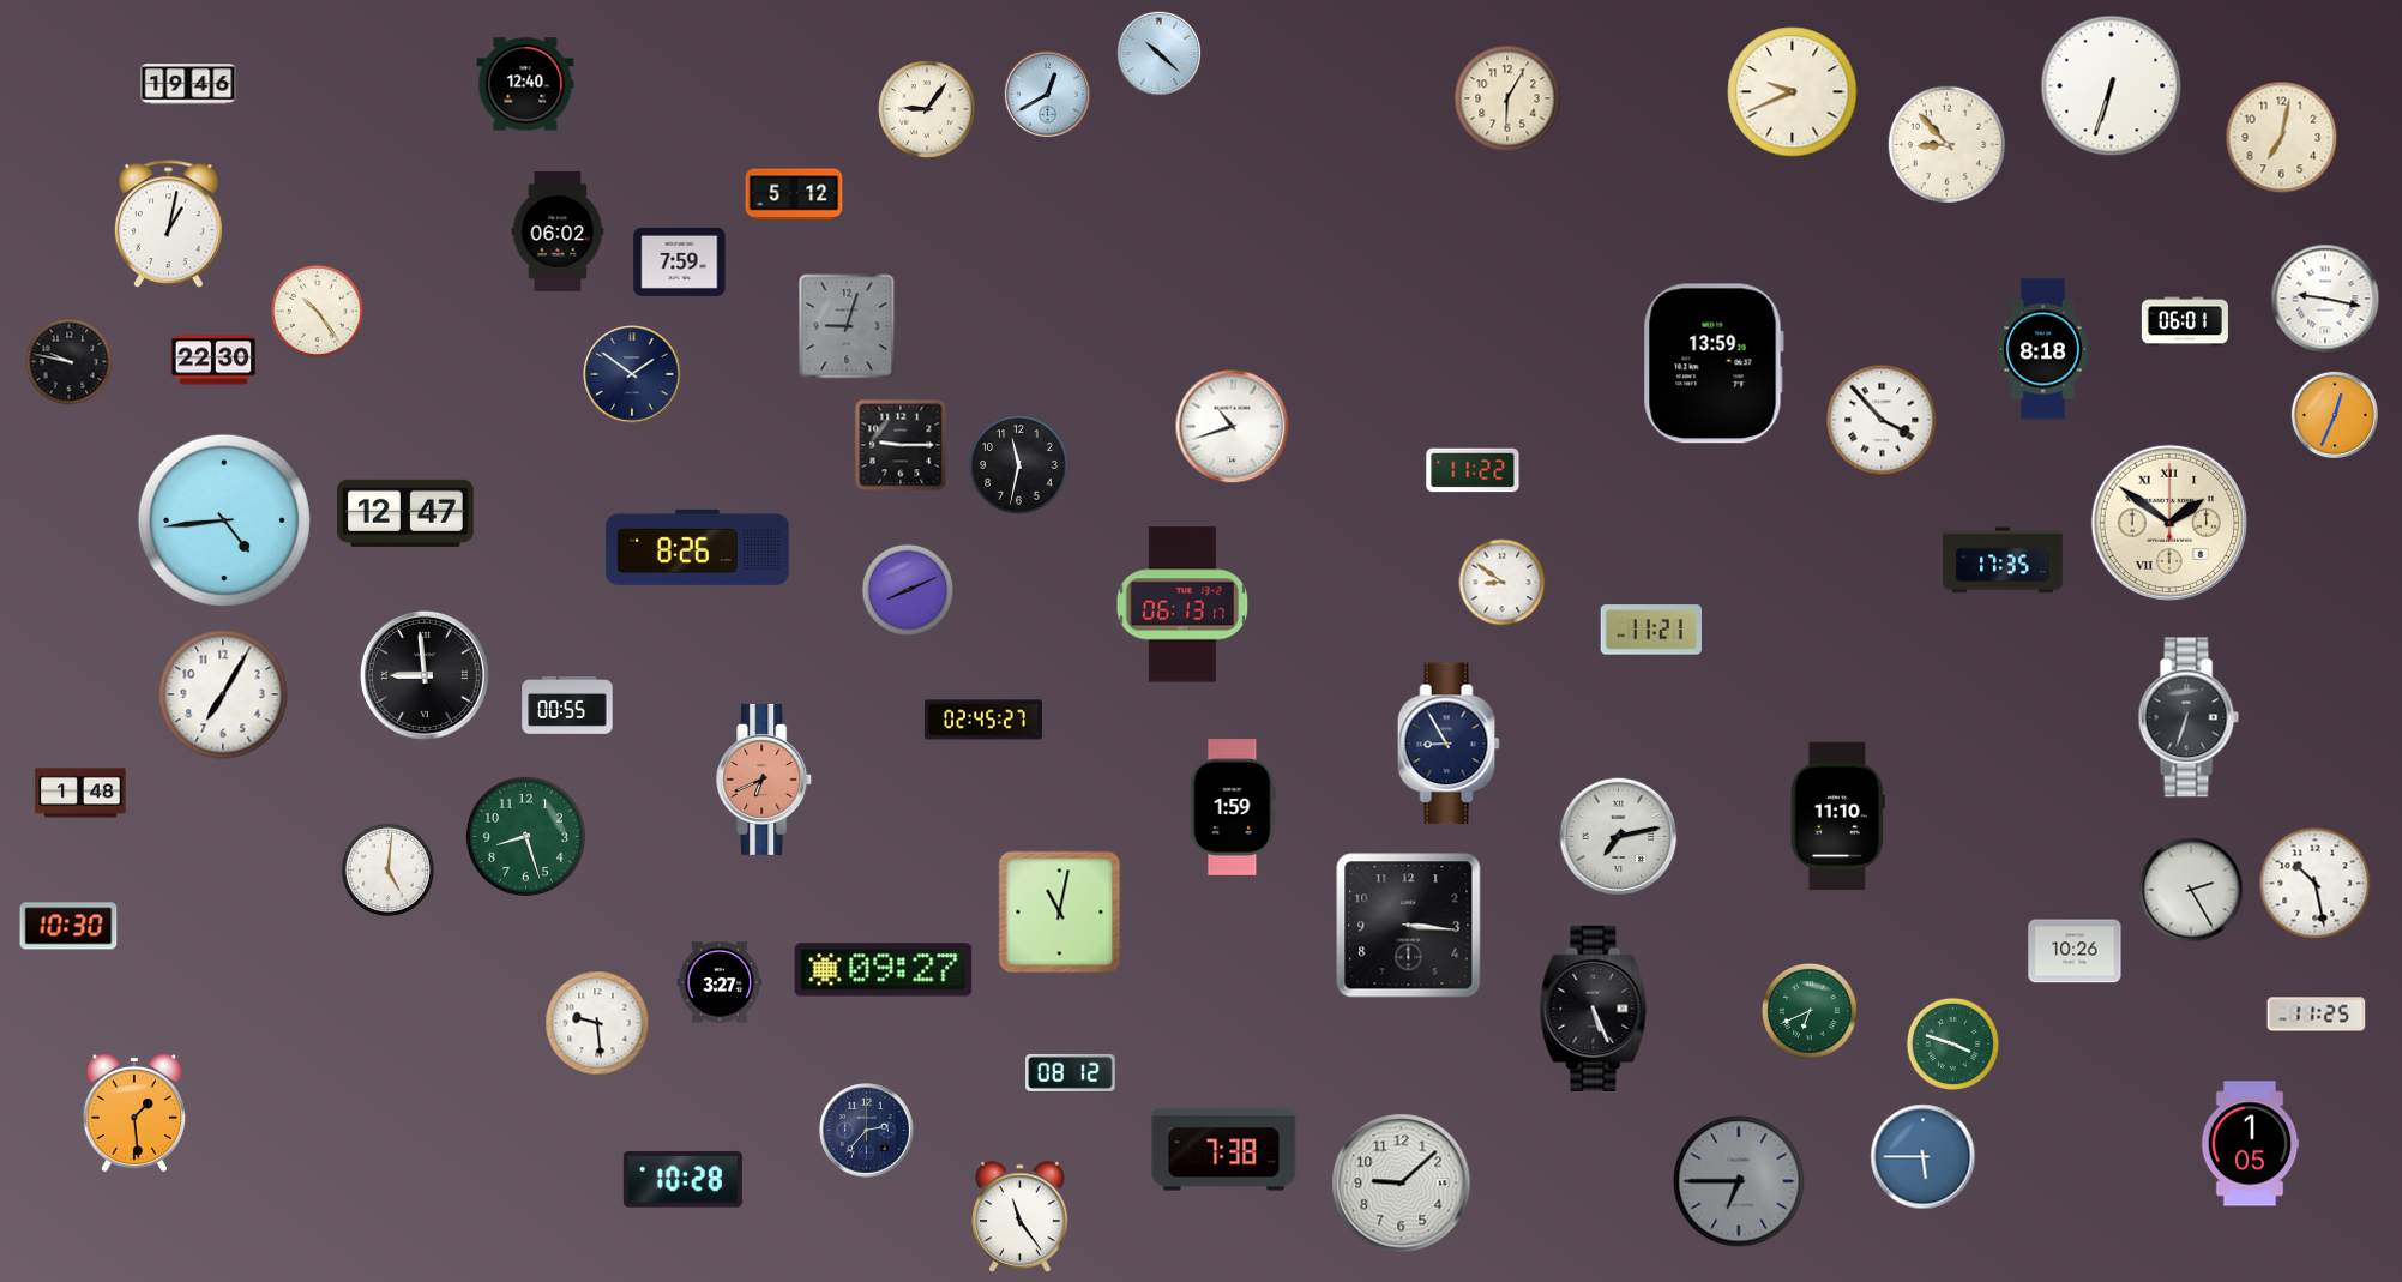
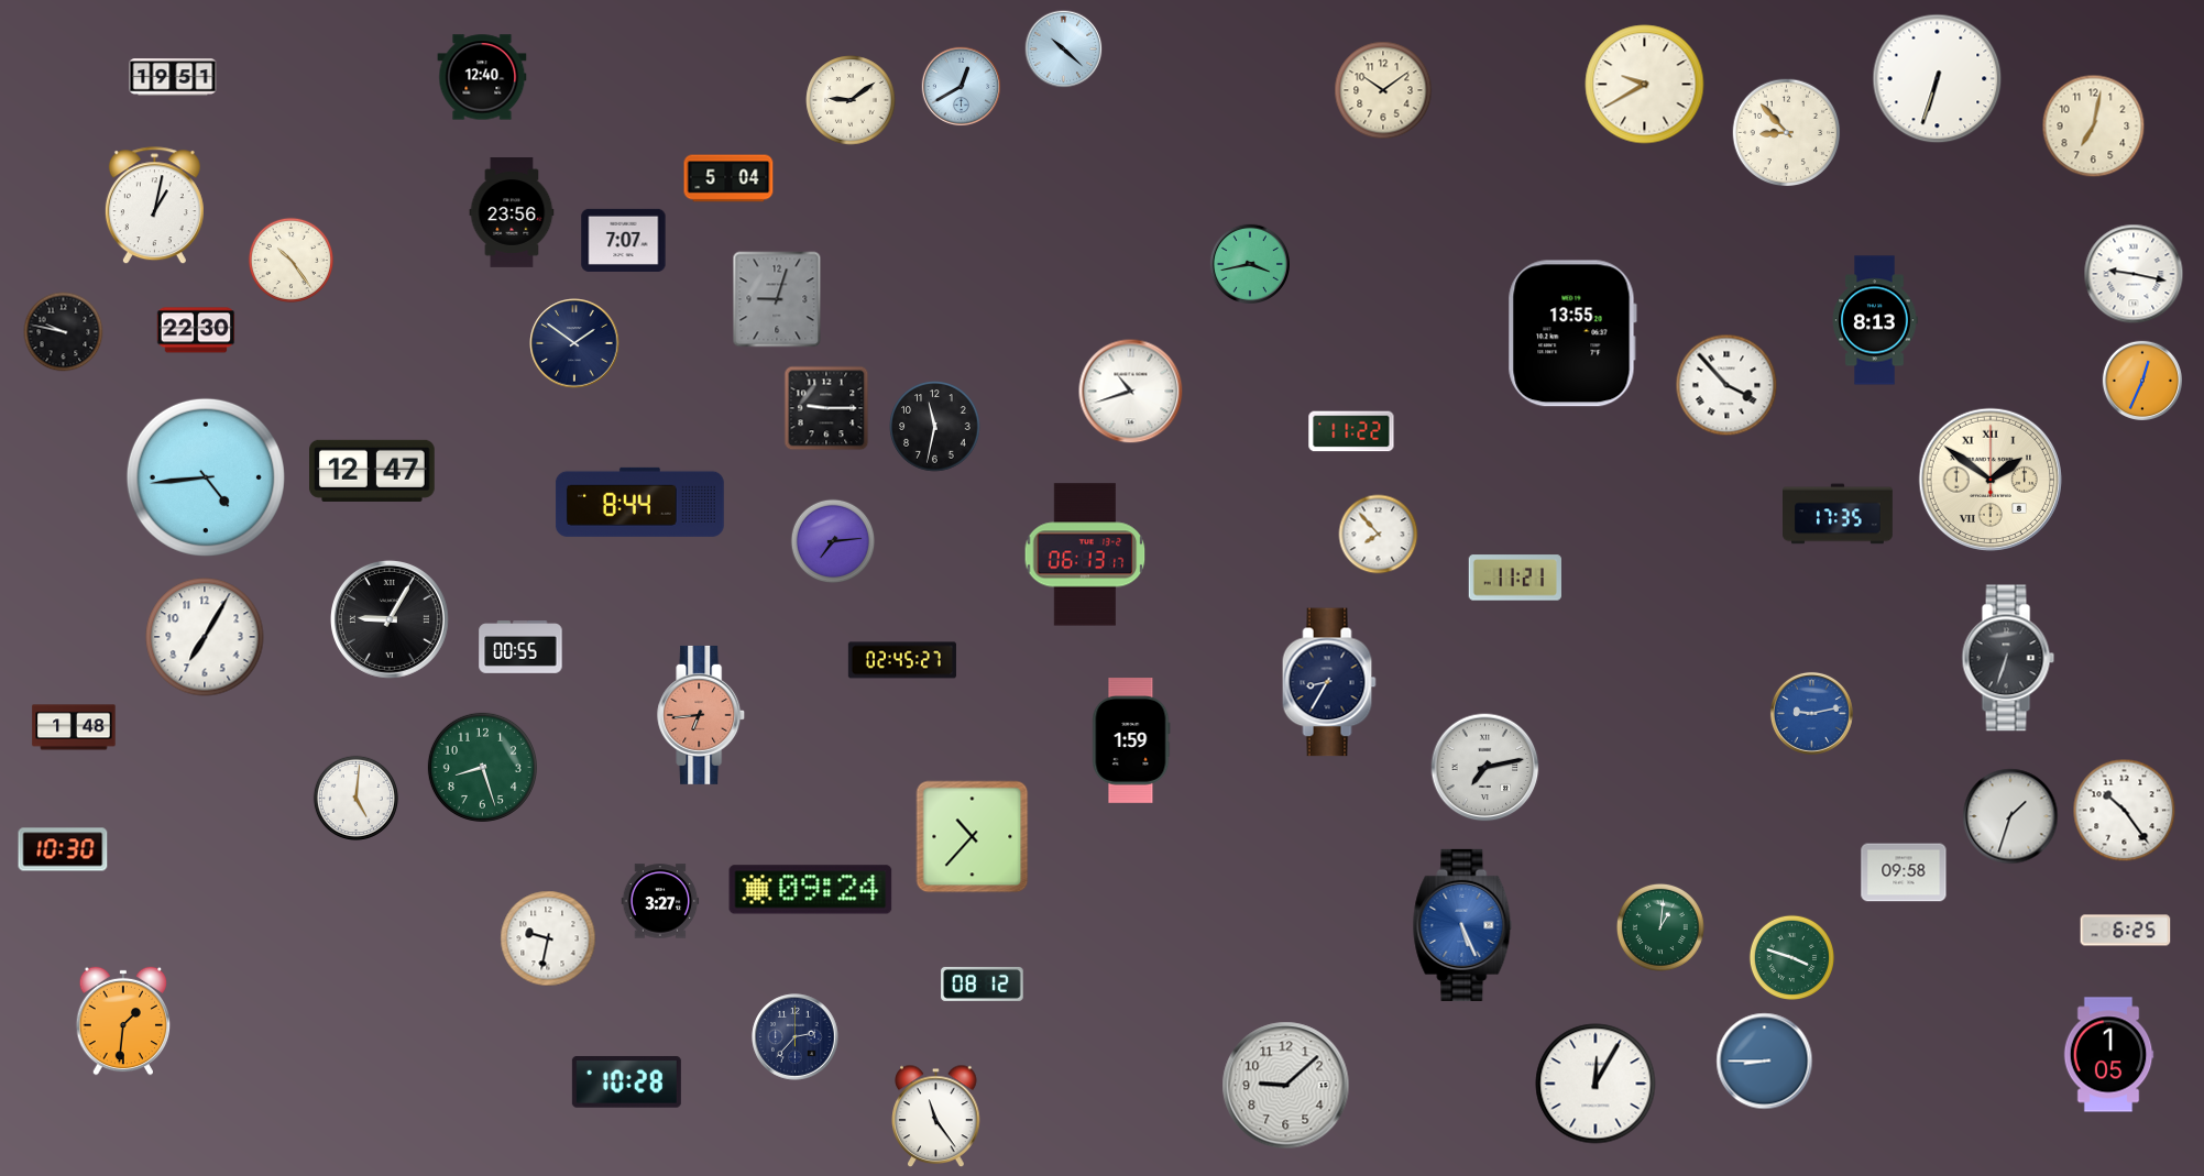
clock at (188, 84): 19:46 -> 19:51
clock at (1793, 92): 9:41 -> 9:40
clock at (1507, 98): 6:05 -> 10:09
clock at (927, 109): 9:06 -> 9:09
clock at (794, 194): 5:12 -> 5:04
clock at (558, 233): 06:02 -> 23:56
clock at (680, 261): 7:59 -> 7:07
clock at (1249, 263): none -> 3:43
clock at (317, 311) position: (317, 311) -> (290, 260)
clock at (2185, 321): 06:01 -> none
clock at (2043, 349): 8:18 -> 8:13
clock at (1714, 363): 13:59 -> 13:55
clock at (632, 374) position: (632, 374) -> (574, 343)
clock at (697, 547): 8:26 -> 8:44
clock at (1503, 583): 8:51 -> 7:53
clock at (908, 590): 8:11 -> 7:14
clock at (425, 675): 8:59 -> 9:05
clock at (1449, 744): 8:55 -> 8:35
clock at (1811, 713): none -> 9:13
clock at (765, 780): 6:41 -> 6:44
clock at (1837, 817): 11:10 -> none
clock at (2316, 884): 10:28 -> 10:24
clock at (2191, 890): 2:25 -> 1:33
clock at (1060, 913): 11:02 -> 10:37
clock at (1409, 926): 3:16 -> none
clock at (2075, 951): 10:26 -> 09:58
clock at (884, 970): 09:27 -> 09:24
clock at (1594, 1009) dial: black -> blue
clock at (1810, 1011): 6:41 -> 1:01
clock at (2317, 1015): 11:25 -> 6:25
clock at (597, 1023): 9:29 -> 9:32
clock at (134, 1113): 1:29 -> 1:31
clock at (2250, 1144) position: (2250, 1144) -> (2108, 1055)
clock at (1224, 1150): 7:38 -> none
clock at (1924, 1157): 5:45 -> 8:45
clock at (1739, 1181): 6:45 -> 12:05
clock at (1739, 1181) dial: grey -> white
